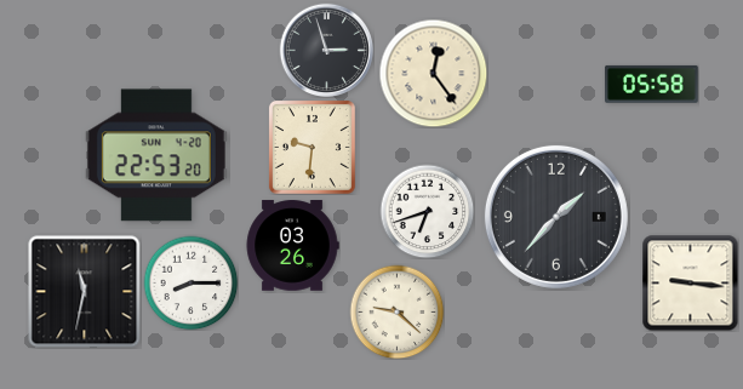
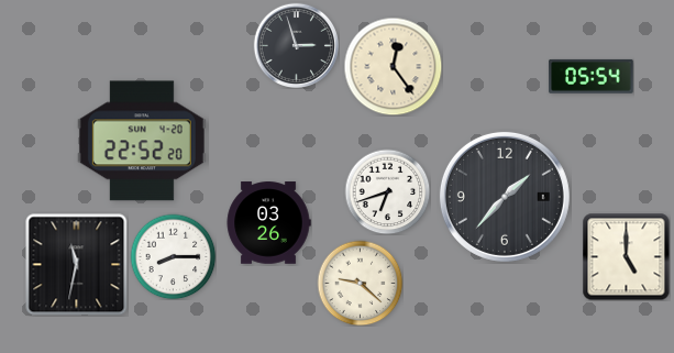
clock at (652, 84): 05:58 -> 05:54
clock at (312, 147): 9:31 -> none
clock at (156, 155): 22:53 -> 22:52
clock at (292, 246) position: (292, 246) -> (268, 223)
clock at (690, 282): 9:16 -> 5:00
